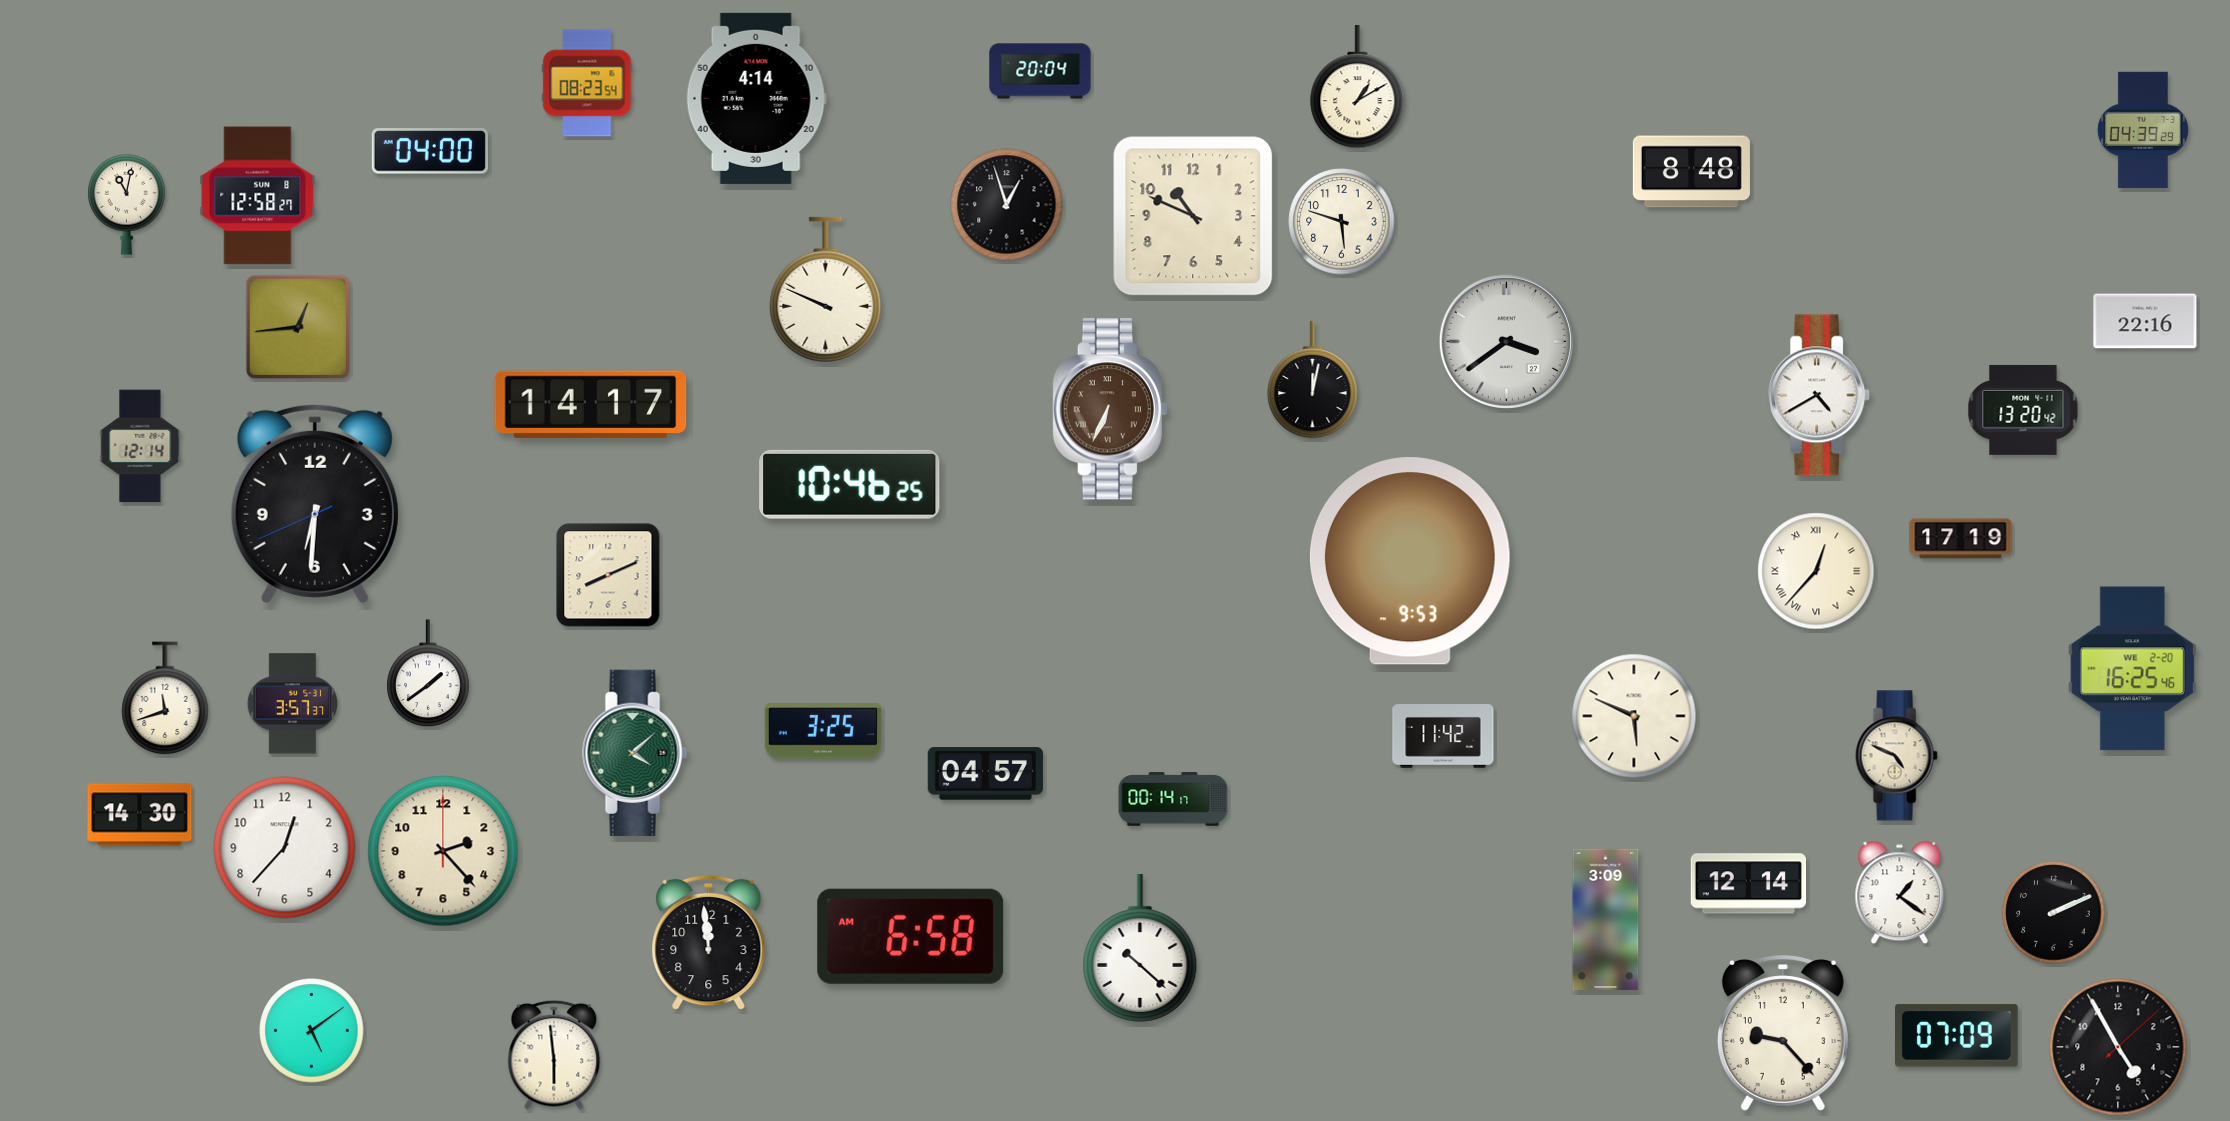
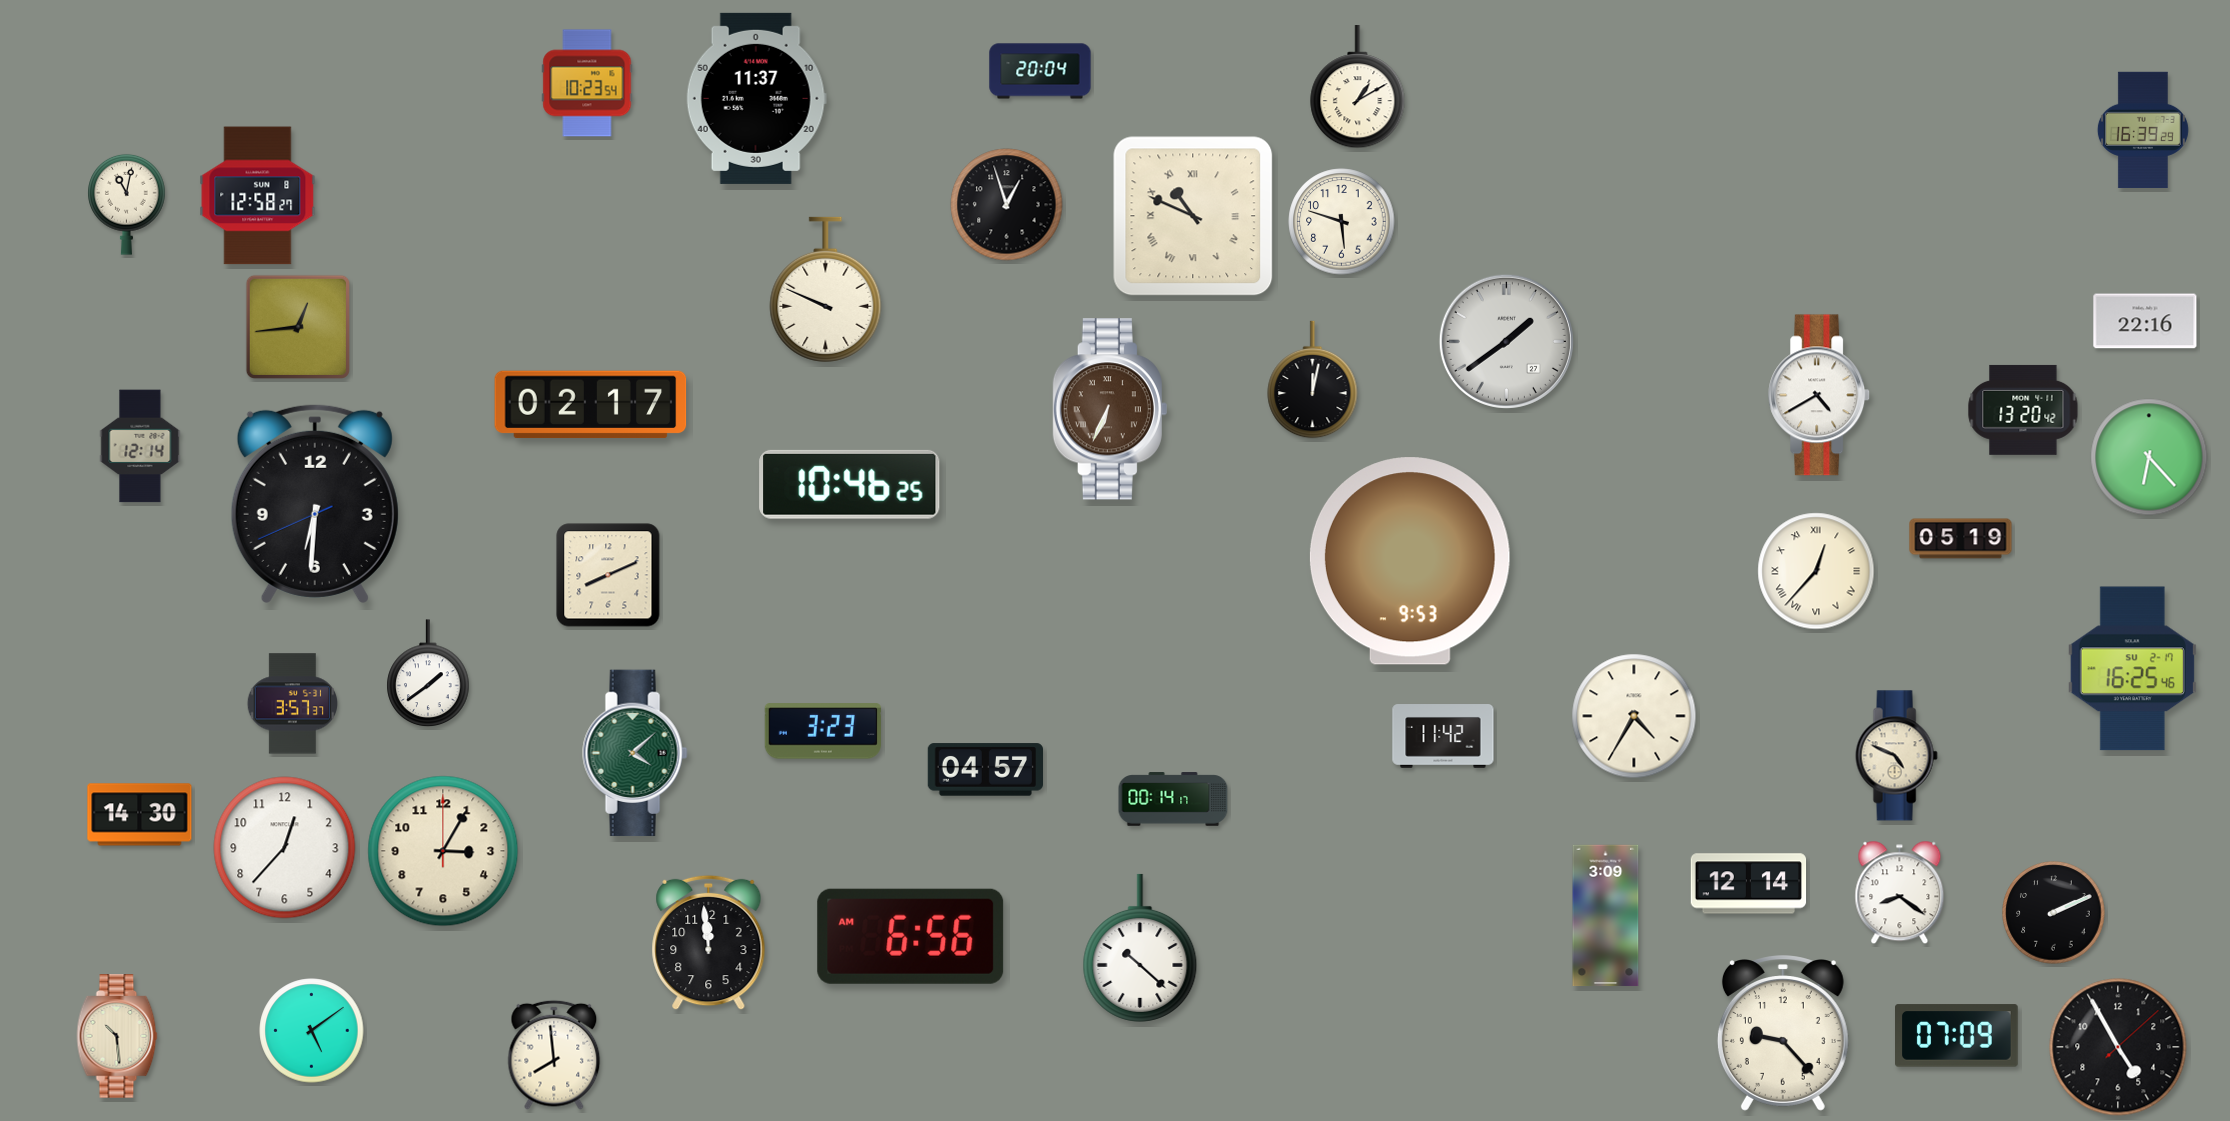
clock at (587, 83): 08:23 -> 10:23
clock at (756, 98): 4:14 -> 11:37
clock at (2143, 129): 04:39 -> 16:39
clock at (430, 151): 04:00 -> none
clock at (1691, 172): 8:48 -> none
clock at (1193, 216) numerals: Arabic -> Roman
clock at (1506, 341): 3:39 -> 1:39
clock at (591, 405): 14:17 -> 02:17
clock at (2149, 457): none -> 6:23
clock at (1961, 539): 17:19 -> 05:19
clock at (2132, 669) date: WE 2-20 -> SU 2-17
clock at (165, 699): 11:42 -> none
clock at (1634, 716): 5:49 -> 4:35
clock at (823, 731): 3:25 -> 3:23
clock at (985, 774) position: (985, 774) -> (985, 770)
clock at (443, 851): 2:23 -> 3:05
clock at (1900, 893): 1:21 -> 8:21
clock at (1606, 920) position: (1606, 920) -> (1606, 916)
clock at (911, 936): 6:58 -> 6:56
clock at (117, 1036): none -> 10:29
clock at (554, 1055): 5:59 -> 7:59
